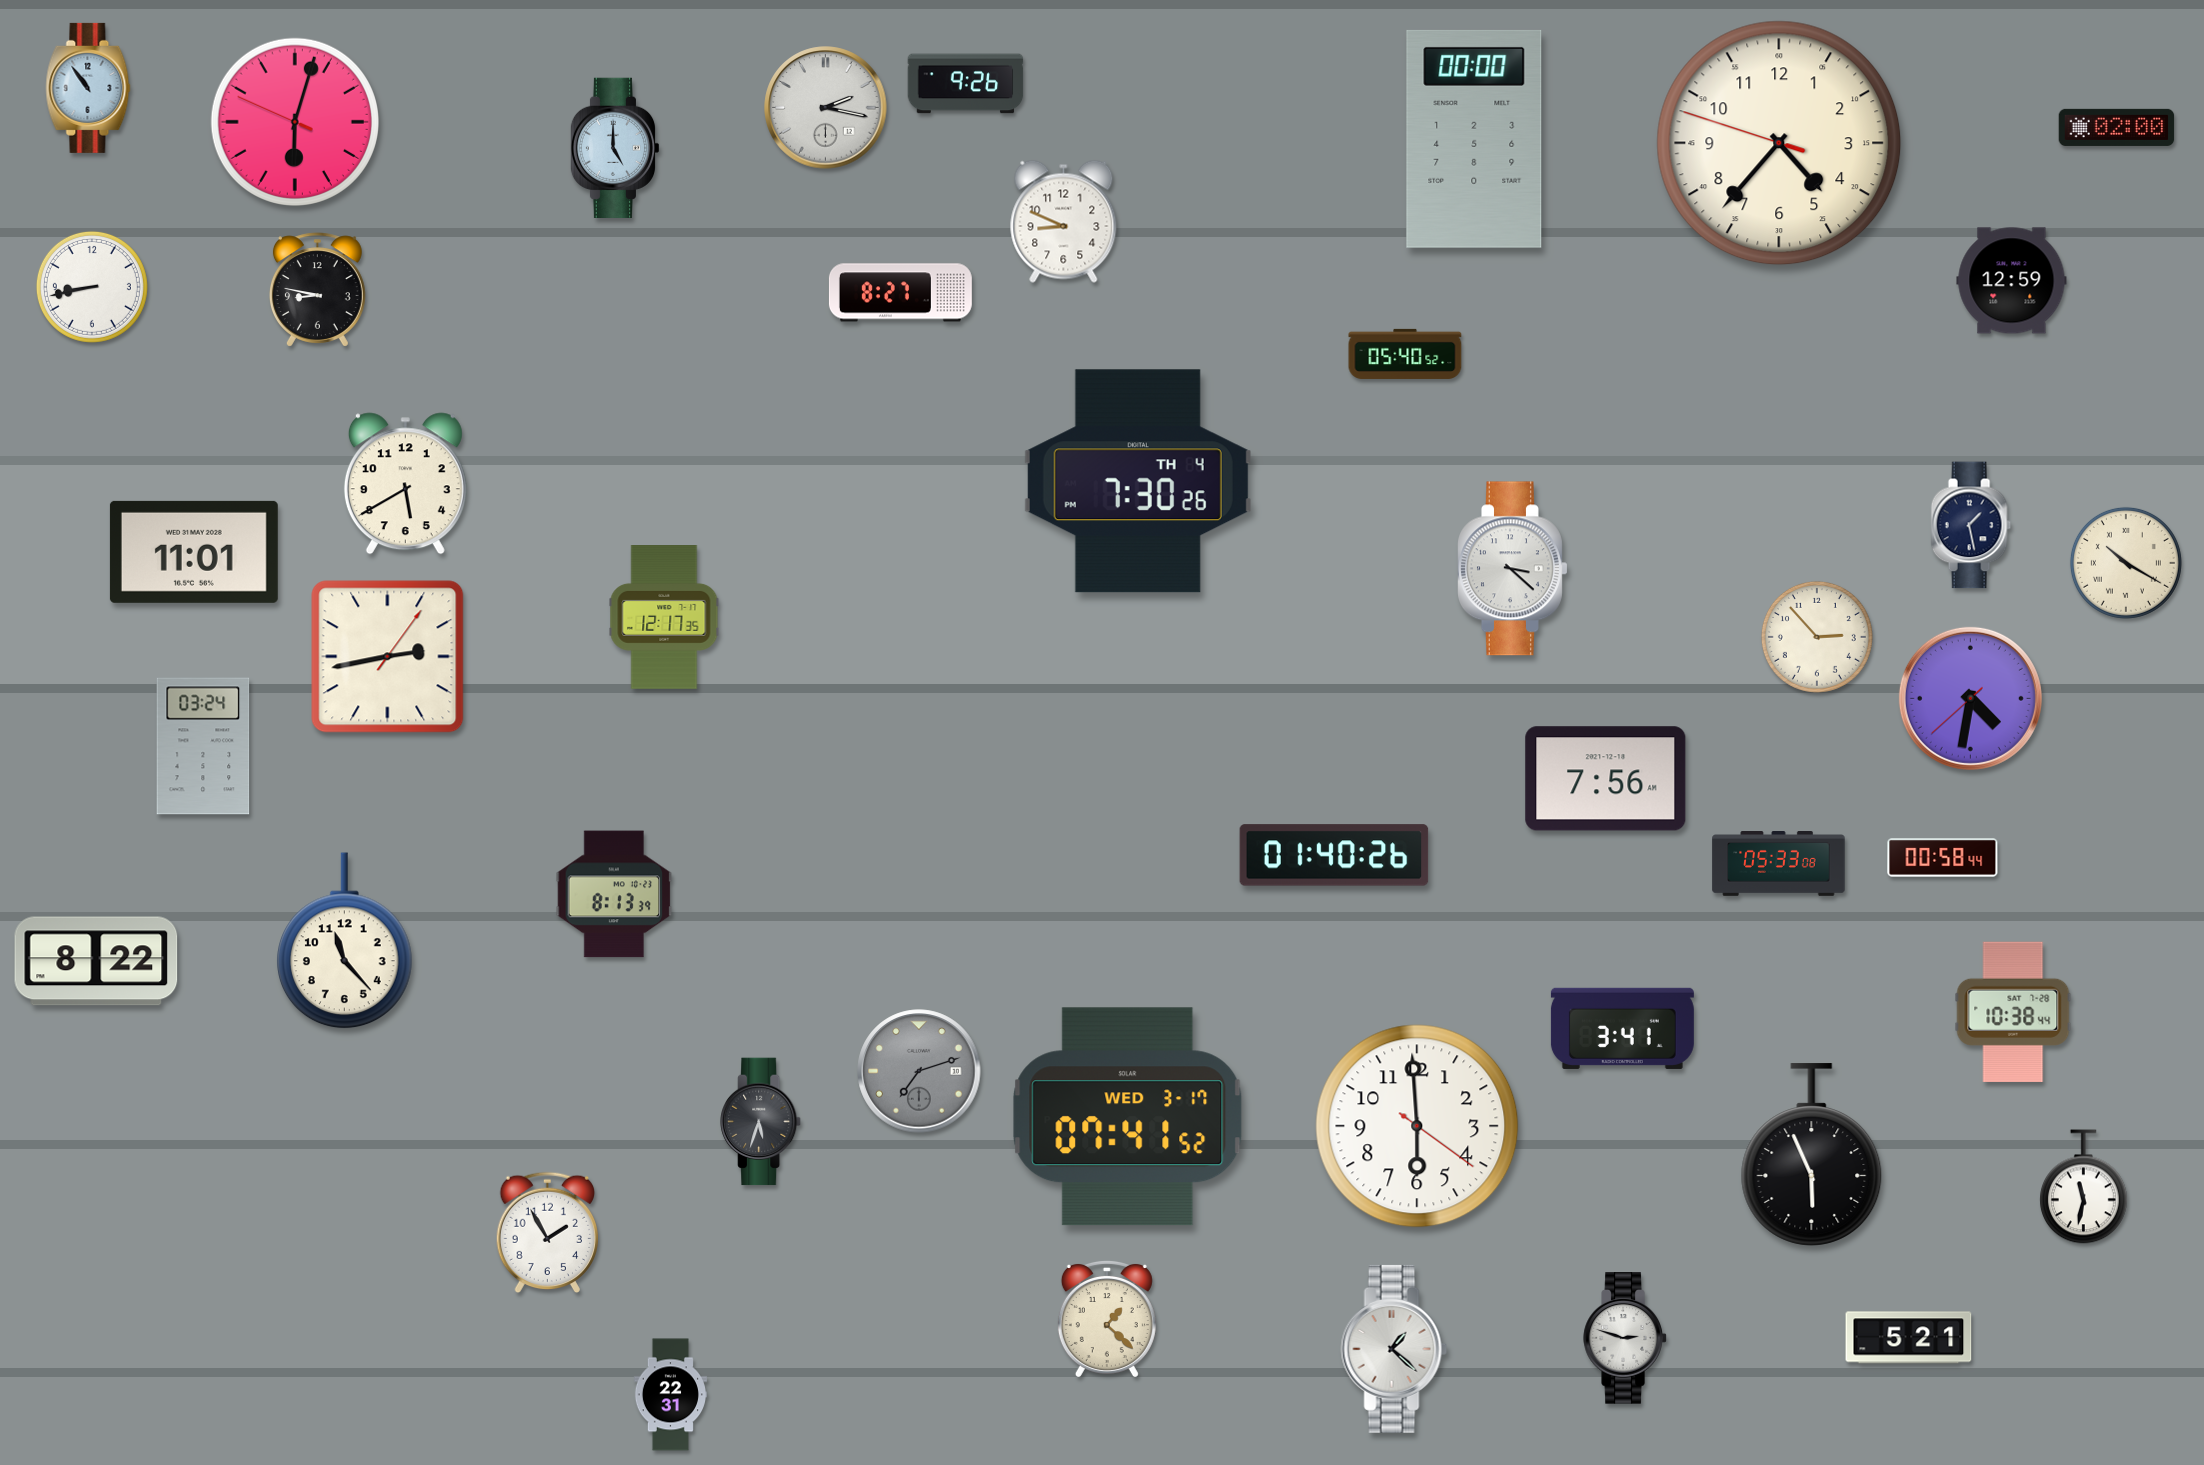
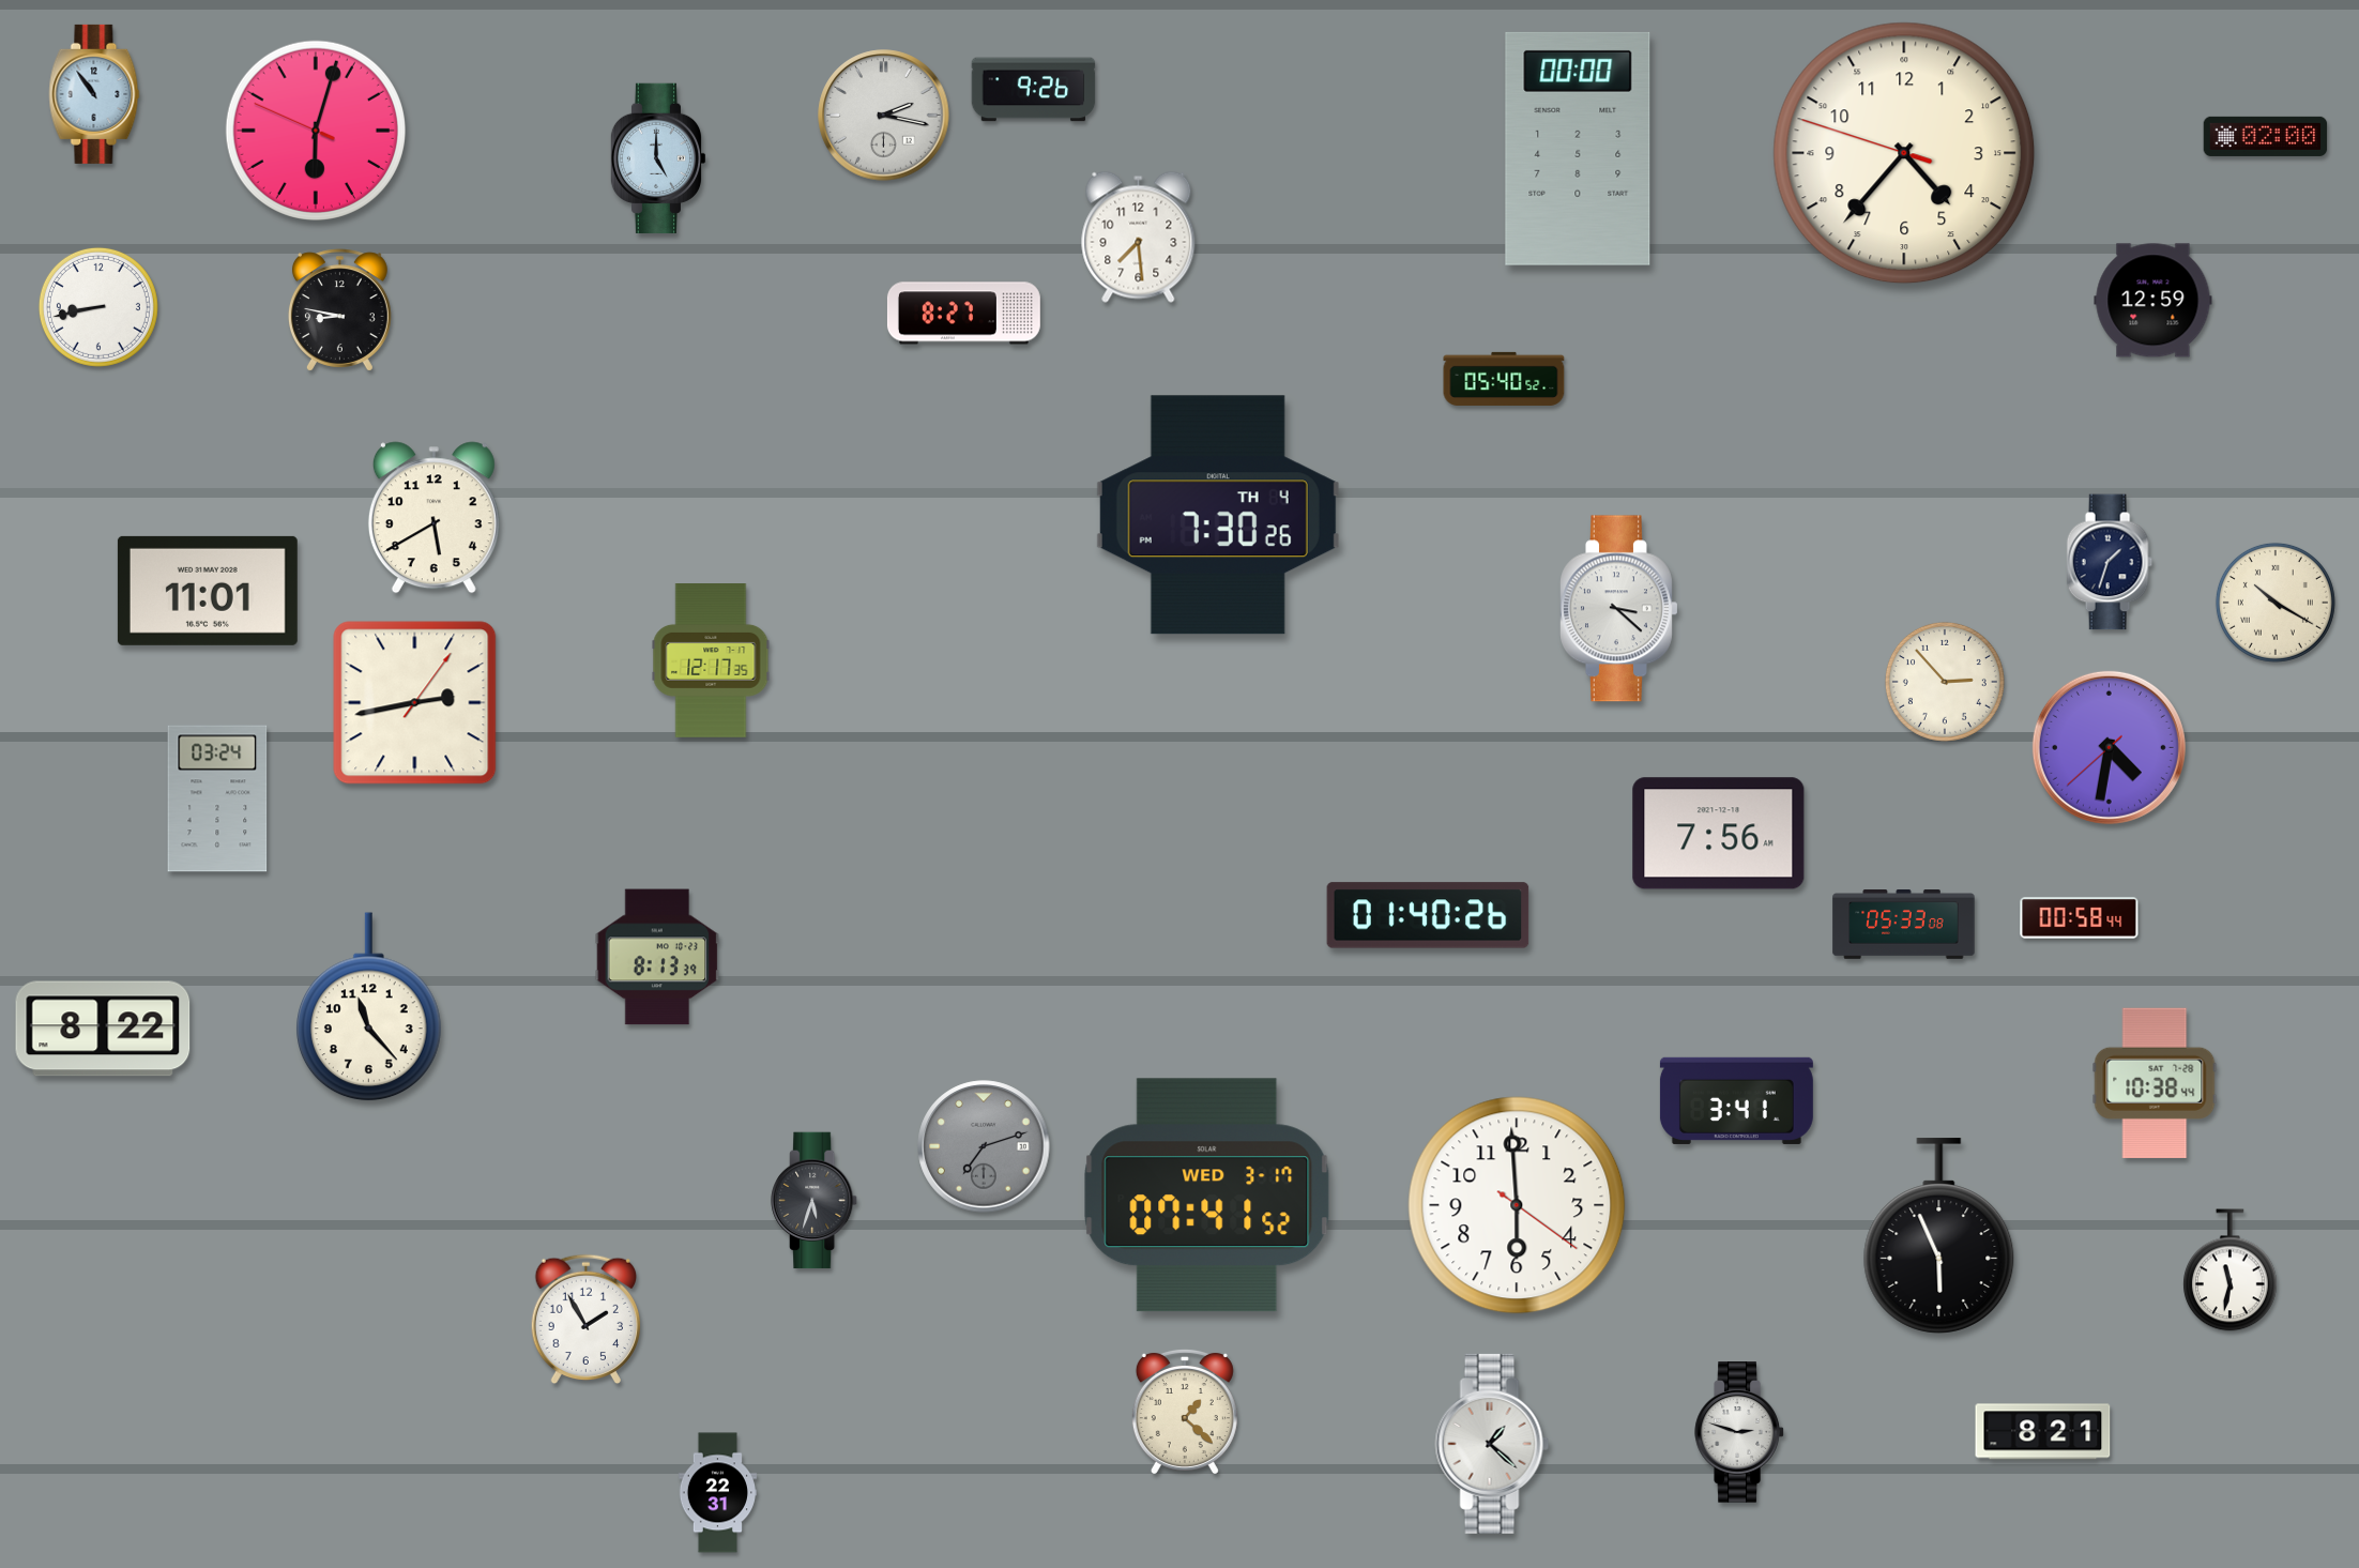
clock at (1064, 221): 8:49 -> 7:29
clock at (1971, 525): 1:28 -> 1:33
clock at (1909, 1338): 5:21 -> 8:21
